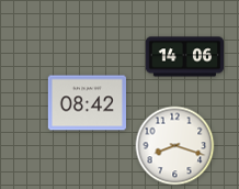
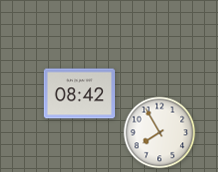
clock at (184, 57): 14:06 -> none
clock at (175, 146): 8:18 -> 7:55
